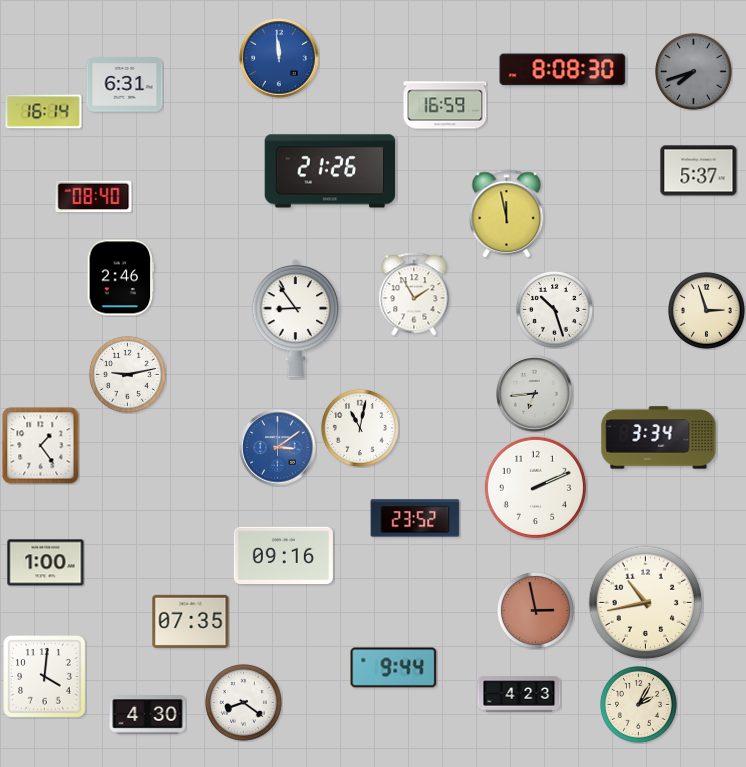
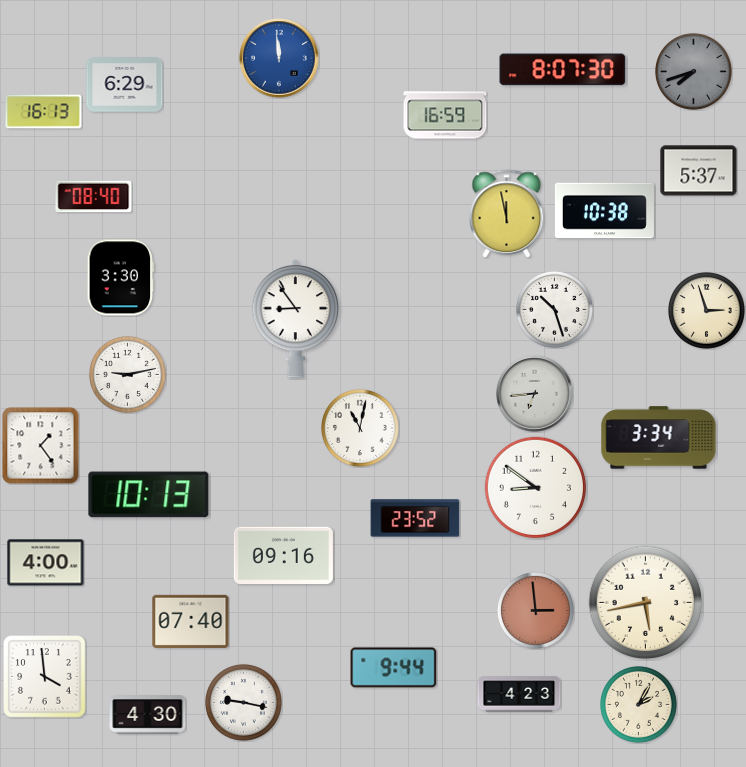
clock at (563, 70): 8:08 -> 8:07
clock at (125, 85): 6:31 -> 6:29
clock at (445, 105) position: (445, 105) -> (445, 115)
clock at (44, 112): 16:14 -> 16:13
clock at (330, 171): 21:26 -> none
clock at (604, 211): none -> 10:38
clock at (121, 278): 2:46 -> 3:30
clock at (414, 294): 1:55 -> none
clock at (278, 448): 3:09 -> none
clock at (535, 487): 2:11 -> 8:51
clock at (149, 495): none -> 10:13
clock at (46, 563): 1:00 -> 4:00
clock at (646, 603): 10:43 -> 5:43
clock at (535, 610): 2:58 -> 2:59
clock at (191, 621): 07:35 -> 07:40
clock at (45, 677): 4:01 -> 3:59
clock at (243, 702): 8:21 -> 9:17
